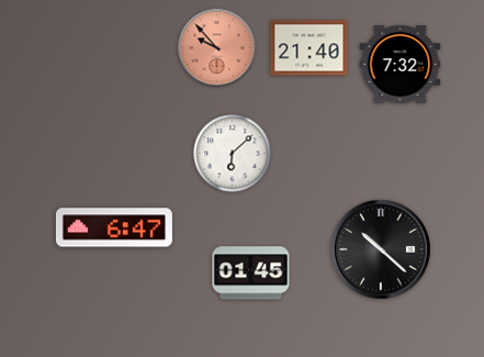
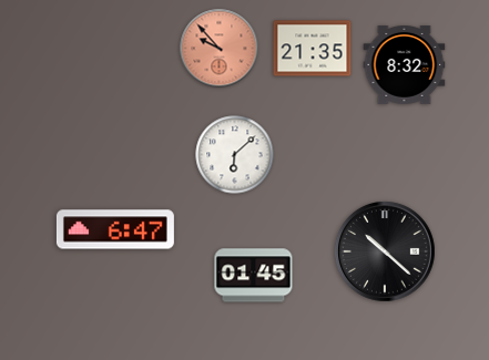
clock at (309, 48): 21:40 -> 21:35
clock at (401, 65): 7:32 -> 8:32
